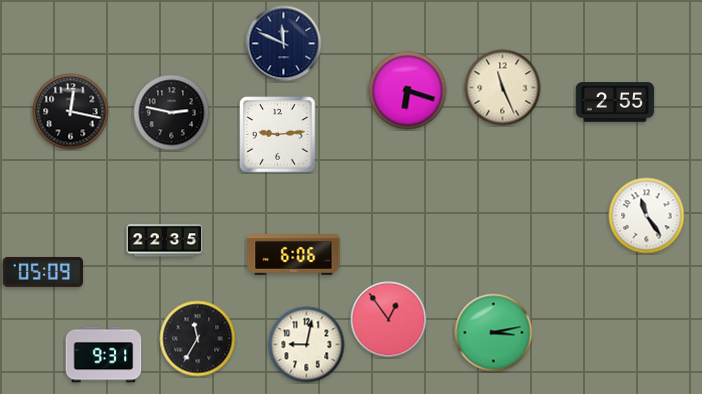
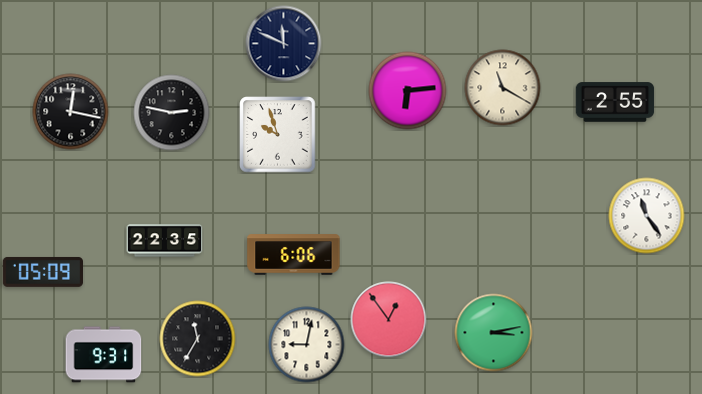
clock at (503, 88): 11:26 -> 11:20
clock at (408, 91): 6:18 -> 6:14
clock at (278, 135): 9:14 -> 9:57
